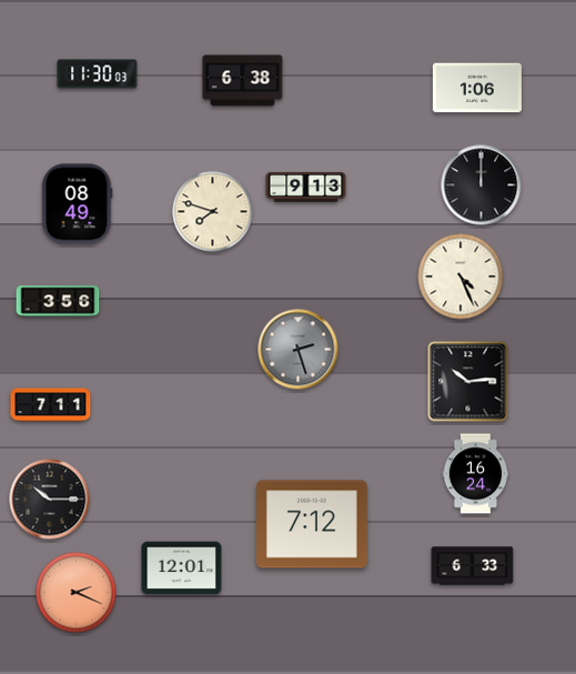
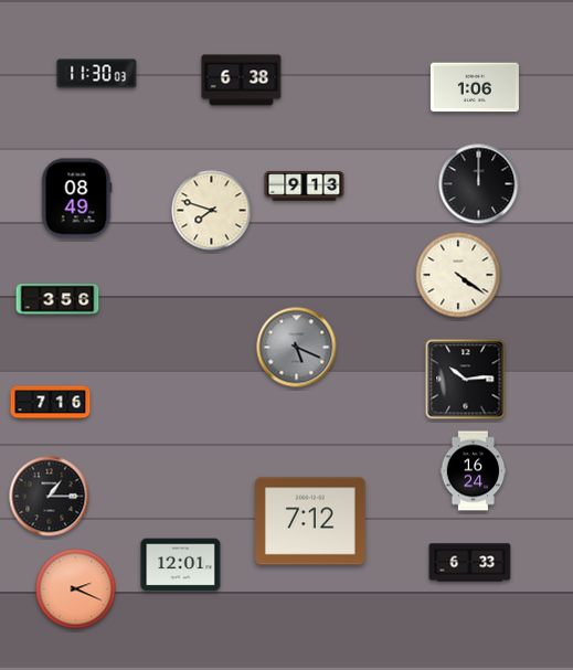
clock at (77, 204) position: (77, 204) -> (76, 199)
clock at (461, 276): 4:26 -> 4:21
clock at (299, 350): 2:27 -> 5:19
clock at (51, 405): 7:11 -> 7:16
clock at (50, 500): 10:15 -> 1:15
